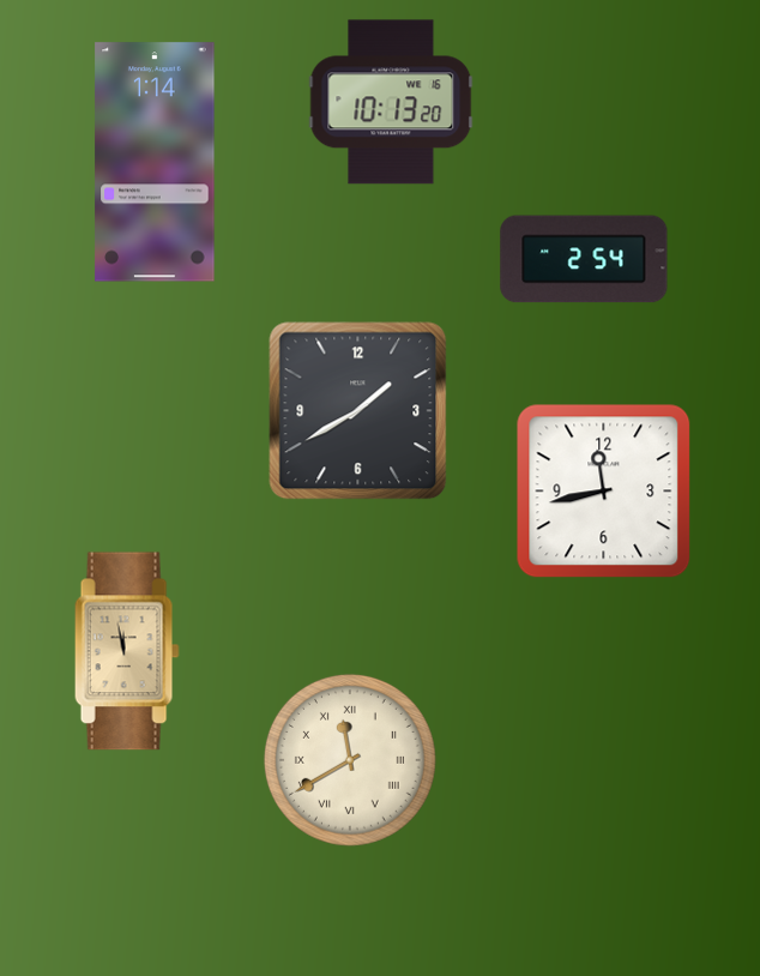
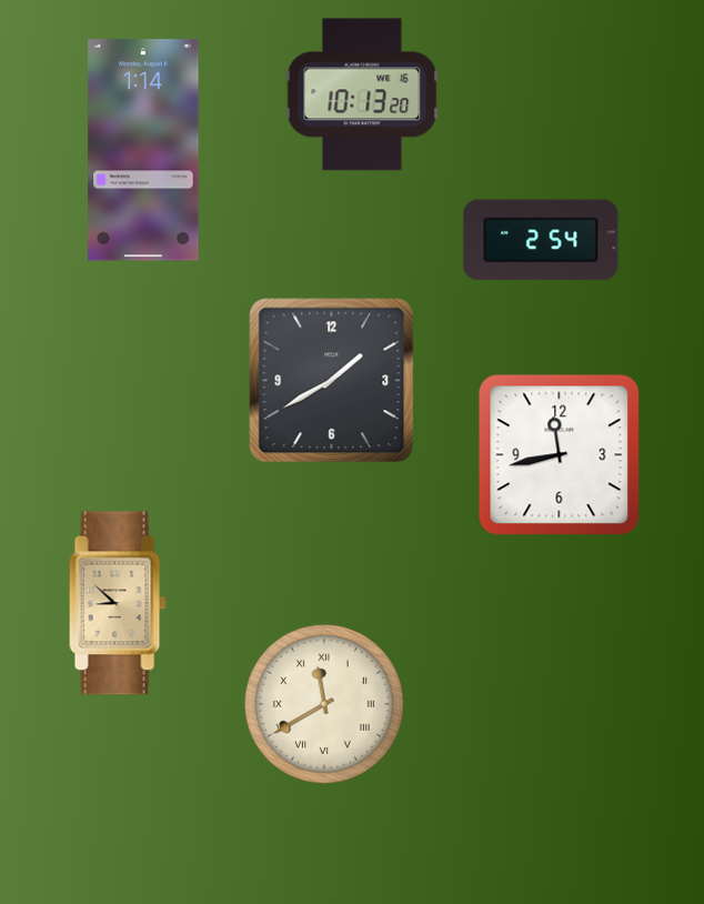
clock at (127, 651): 11:58 -> 8:52
